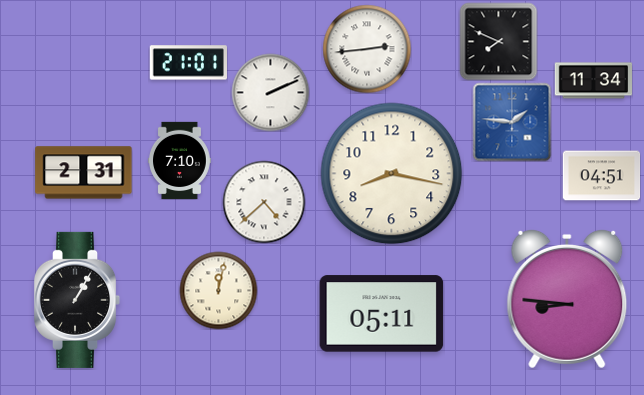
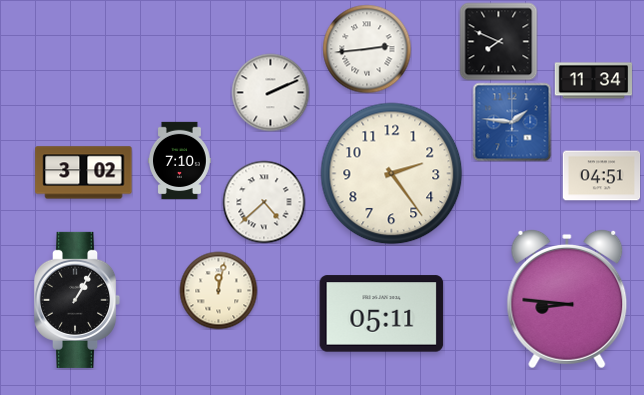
clock at (188, 63): 21:01 -> none
clock at (84, 173): 2:31 -> 3:02
clock at (392, 174): 8:17 -> 2:24
